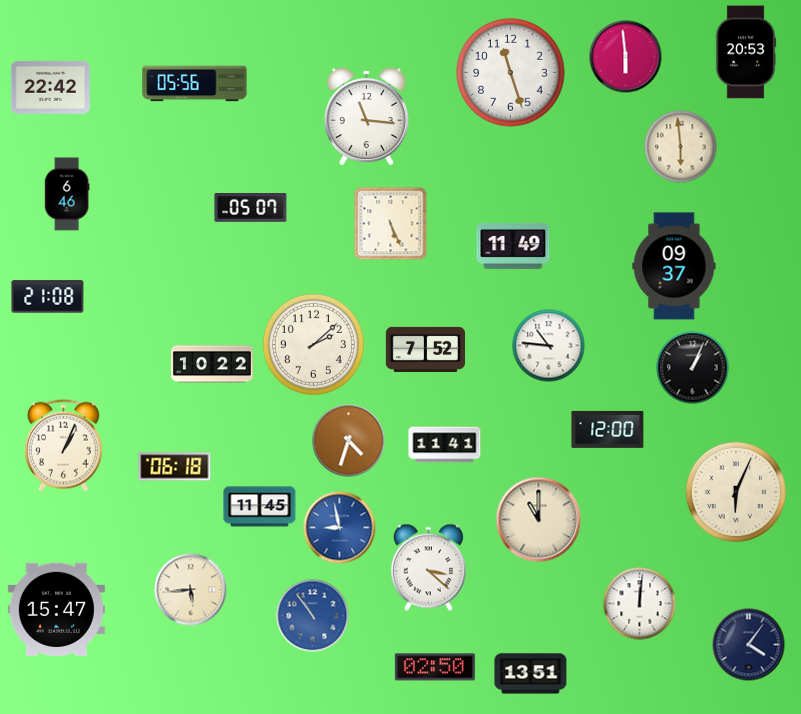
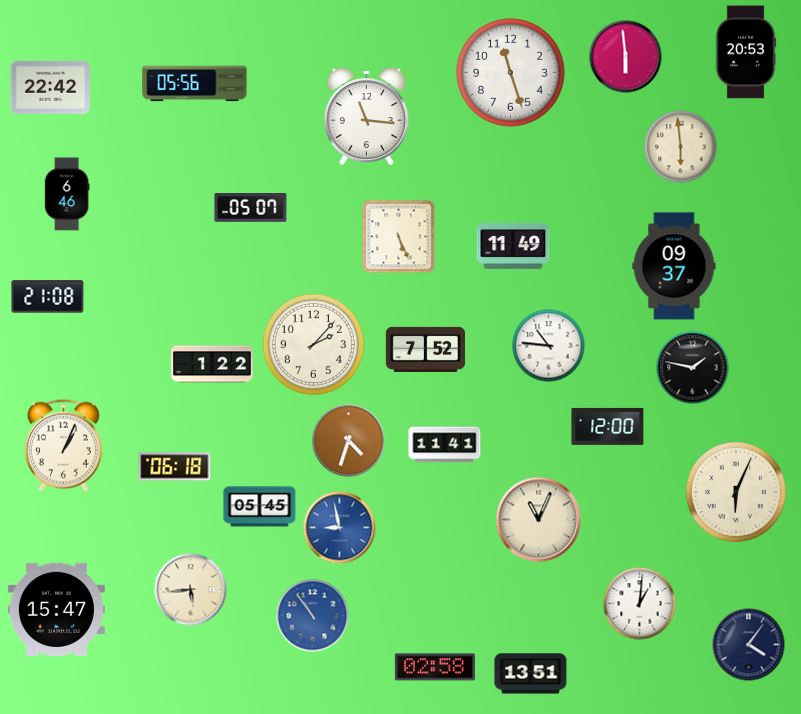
clock at (391, 224) position: (391, 224) -> (399, 237)
clock at (313, 344): 2:08 -> 2:07
clock at (213, 364): 10:22 -> 1:22
clock at (693, 368): 1:04 -> 1:47
clock at (608, 429) position: (608, 429) -> (608, 426)
clock at (260, 507): 11:45 -> 05:45
clock at (539, 520): 11:00 -> 11:04
clock at (428, 568): 3:22 -> none
clock at (640, 604): 12:01 -> 1:01
clock at (435, 667): 02:50 -> 02:58
